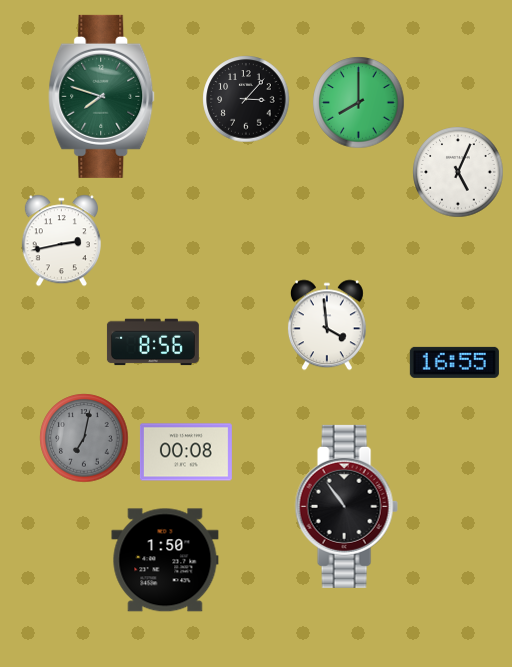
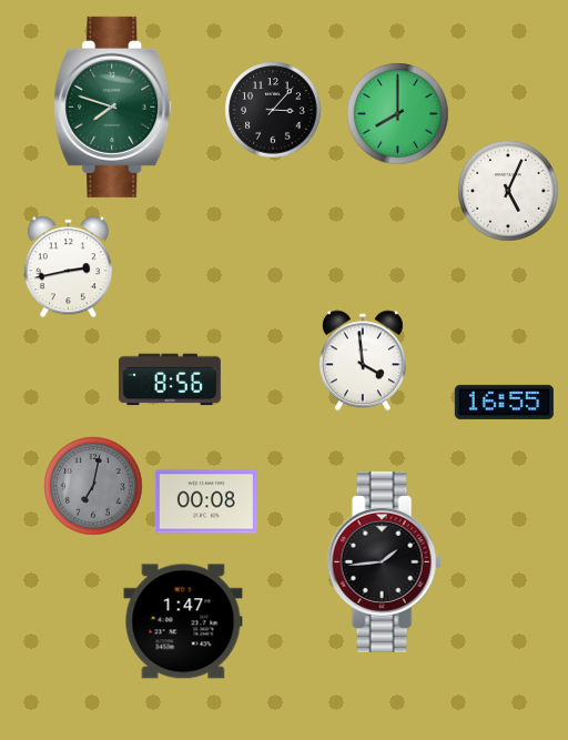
clock at (346, 506): 10:54 -> 1:44
clock at (165, 560): 1:50 -> 1:47
